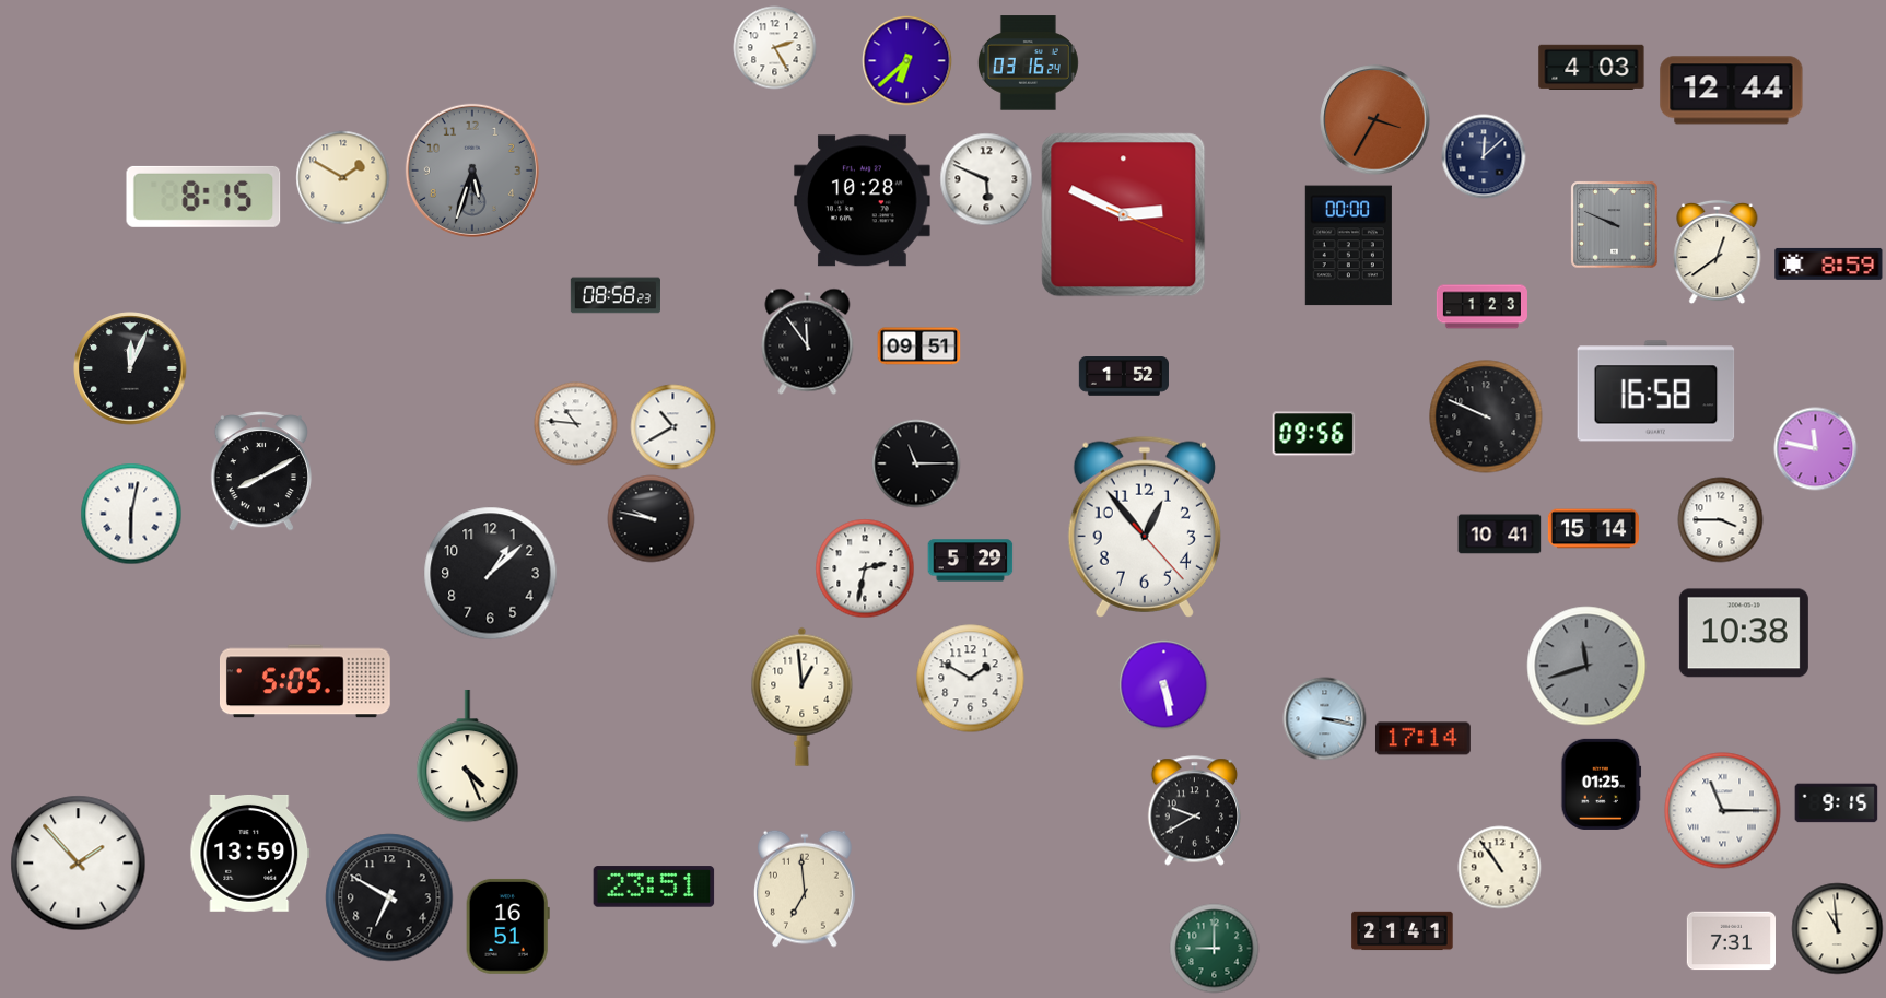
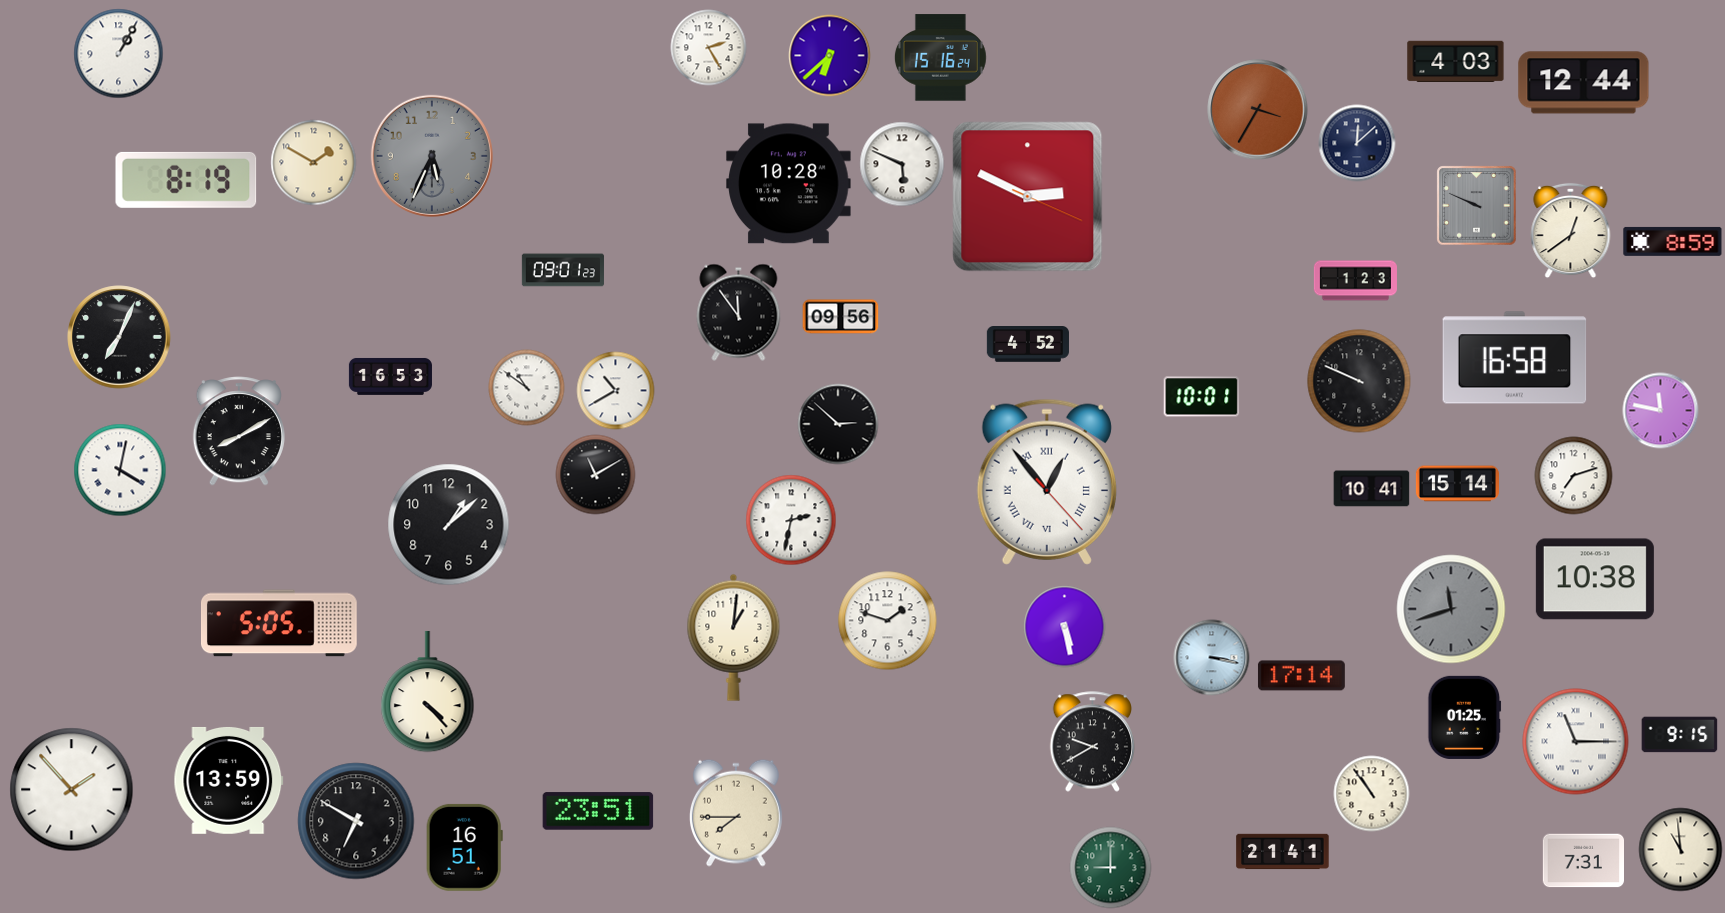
clock at (775, 48) position: (775, 48) -> (709, 48)
clock at (119, 54): none -> 1:05
clock at (1028, 63): 03:16 -> 15:16
clock at (472, 171): 5:33 -> 5:34
clock at (203, 197): 8:15 -> 8:19
clock at (1348, 246): 00:00 -> none
clock at (616, 295): 08:58 -> 09:01
clock at (919, 347): 09:51 -> 09:56
clock at (130, 368): 12:04 -> 7:04
clock at (1124, 376): 1:52 -> 4:52
clock at (390, 376): none -> 16:53
clock at (576, 424): 10:46 -> 10:51
clock at (1314, 434): 09:56 -> 10:01
clock at (916, 463): 11:15 -> 2:52
clock at (131, 514): 6:02 -> 4:02
clock at (652, 519): 9:47 -> 11:10
clock at (1721, 520): 3:45 -> 7:12
clock at (1145, 527) numerals: Arabic -> Roman
clock at (971, 561): 5:29 -> none
clock at (971, 679): 1:50 -> 1:48
clock at (803, 696): 12:59 -> 1:01
clock at (468, 756): 4:26 -> 4:23
clock at (805, 889): 6:59 -> 7:45
